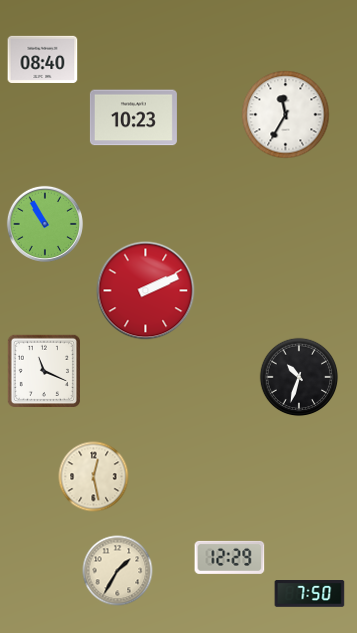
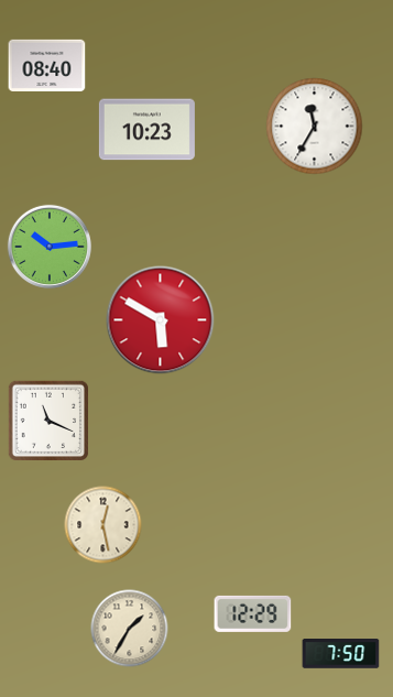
clock at (45, 224): 10:55 -> 10:14
clock at (146, 291): 2:11 -> 5:50
clock at (43, 370) position: (43, 370) -> (47, 420)
clock at (299, 377): 10:33 -> none
